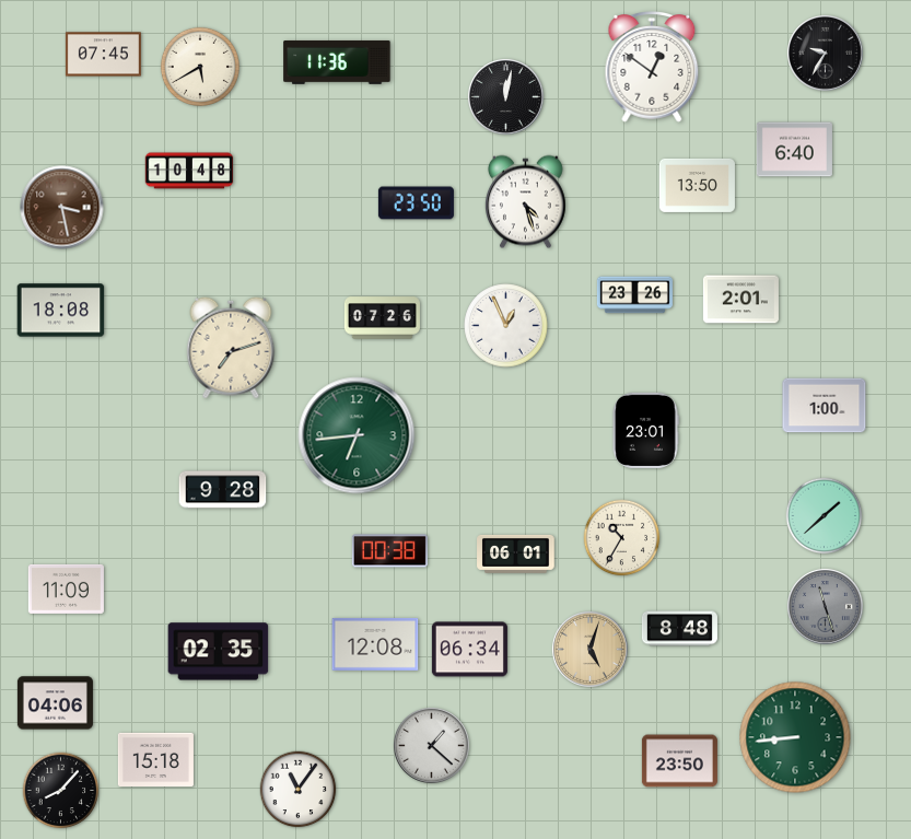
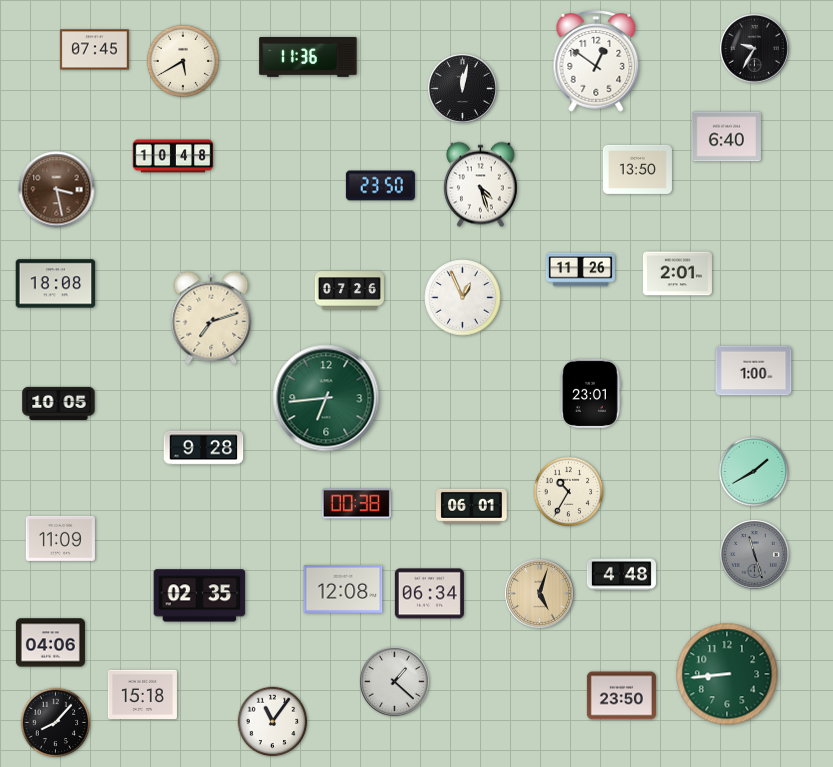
clock at (634, 295): 23:26 -> 11:26
clock at (59, 403): none -> 10:05
clock at (825, 516): 1:38 -> 1:40
clock at (679, 629): 8:48 -> 4:48
